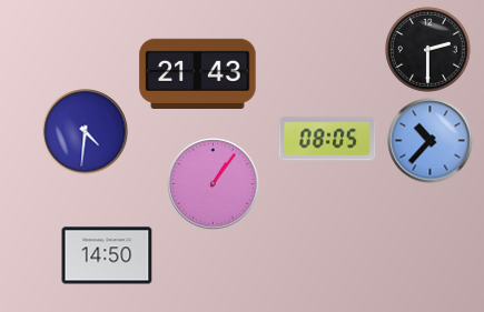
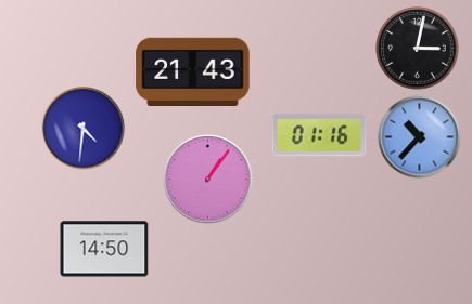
clock at (428, 50): 2:30 -> 3:02
clock at (327, 139): 08:05 -> 01:16
